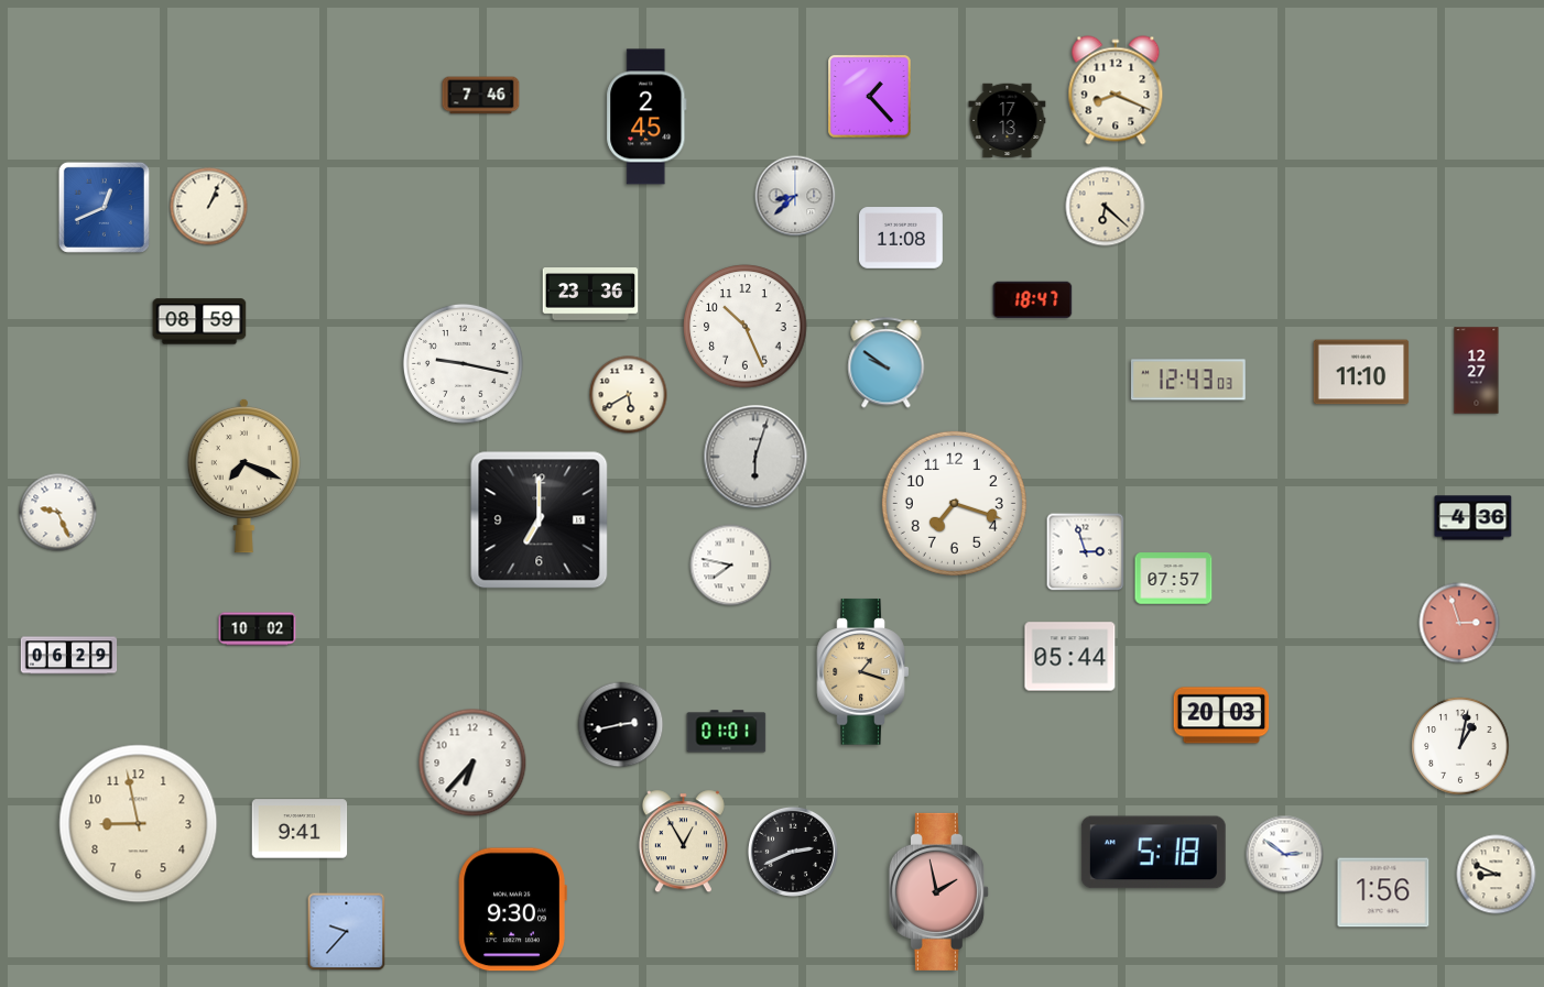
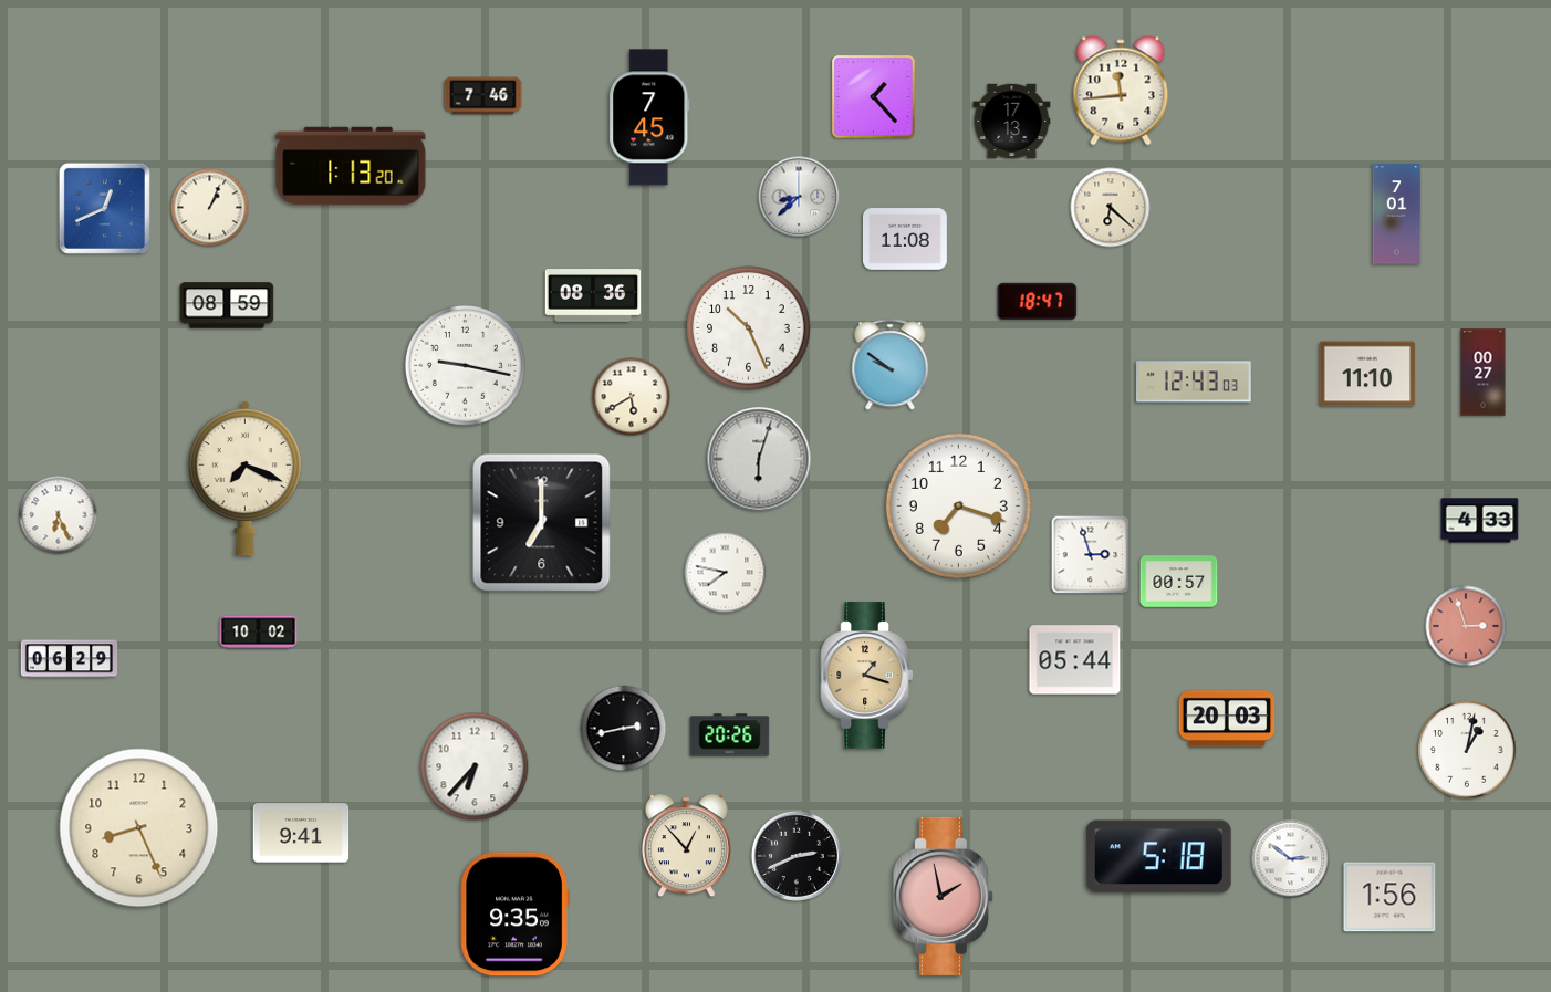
clock at (1116, 90): 8:19 -> 11:44
clock at (646, 117): 2:45 -> 7:45
clock at (351, 166): none -> 1:13
clock at (1397, 215): none -> 7:01
clock at (590, 294): 23:36 -> 08:36
clock at (199, 321) position: (199, 321) -> (227, 305)
clock at (1477, 371): 12:27 -> 00:27
clock at (58, 513): 9:26 -> 6:26
clock at (1474, 518): 4:36 -> 4:33
clock at (731, 566) position: (731, 566) -> (726, 573)
clock at (1174, 579): 07:57 -> 00:57
clock at (727, 732): 01:01 -> 20:26
clock at (139, 824): 8:58 -> 8:26
clock at (683, 842): 12:55 -> 12:53
clock at (1497, 875): 8:49 -> none
clock at (512, 910): 9:30 -> 9:35
clock at (347, 932): 9:37 -> none
